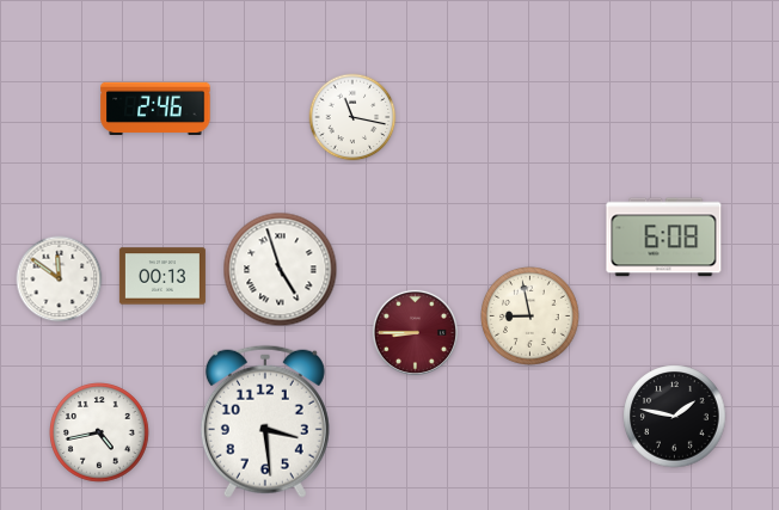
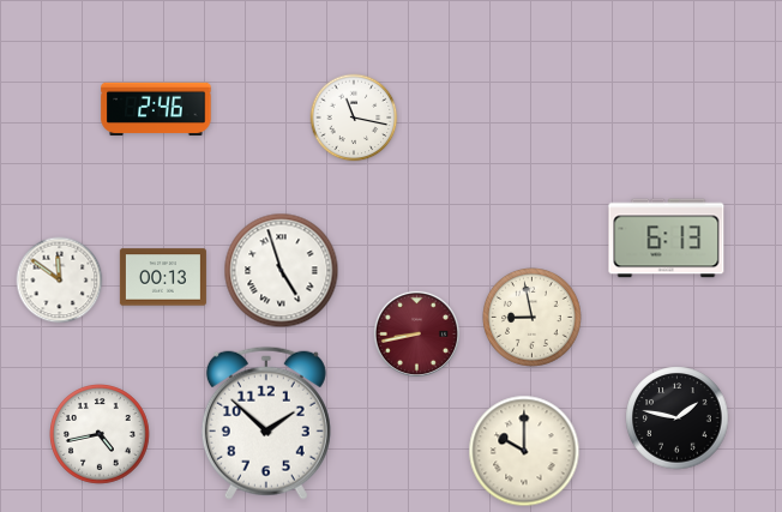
clock at (664, 238): 6:08 -> 6:13
clock at (415, 332): 8:45 -> 8:43
clock at (265, 422): 3:29 -> 1:52
clock at (524, 451): none -> 10:00
